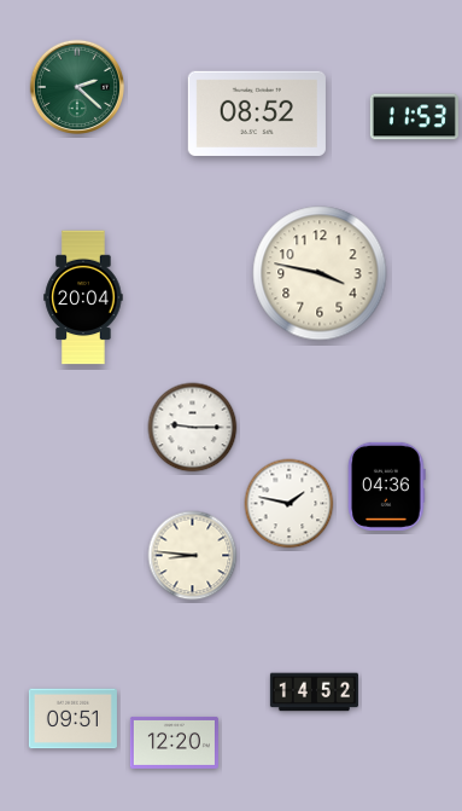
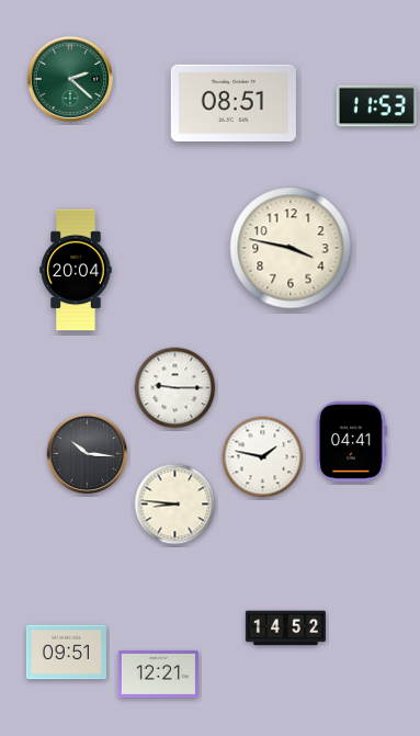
clock at (257, 114): 08:52 -> 08:51
clock at (387, 486): 04:36 -> 04:41
clock at (88, 454): none -> 10:16
clock at (174, 742): 12:20 -> 12:21
